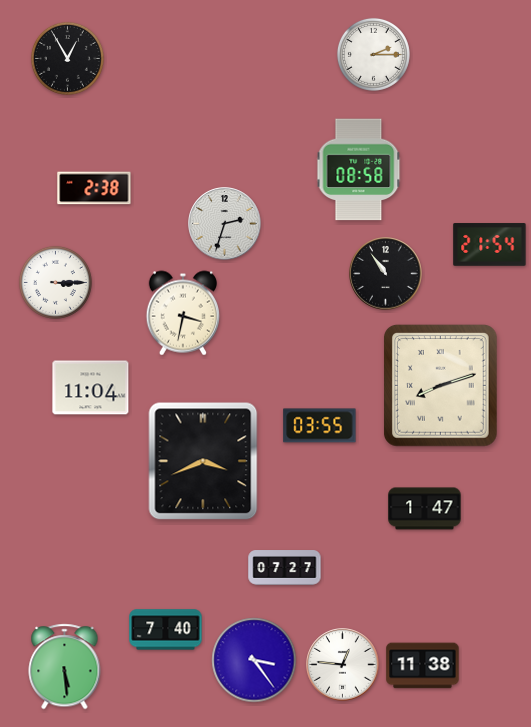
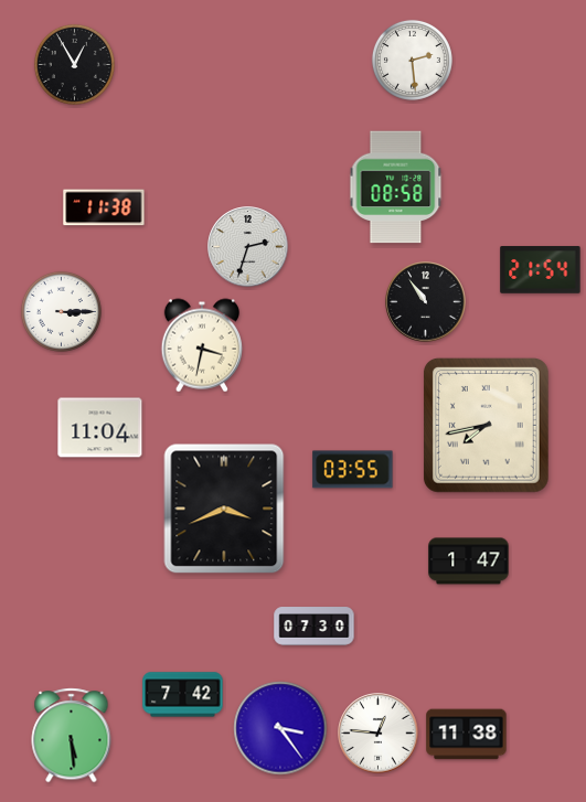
clock at (373, 54): 2:15 -> 2:29
clock at (94, 188): 2:38 -> 11:38
clock at (440, 386): 8:12 -> 7:43
clock at (285, 568): 07:27 -> 07:30
clock at (166, 630): 7:40 -> 7:42
